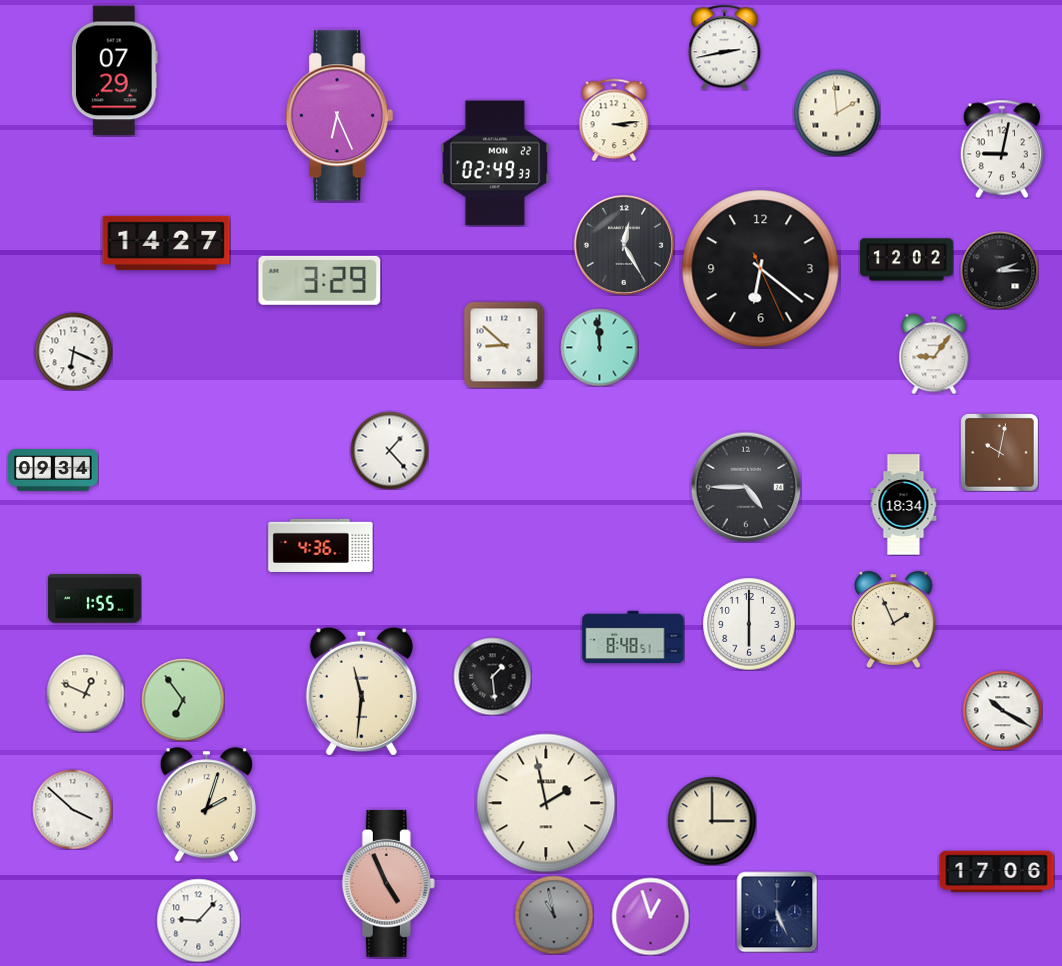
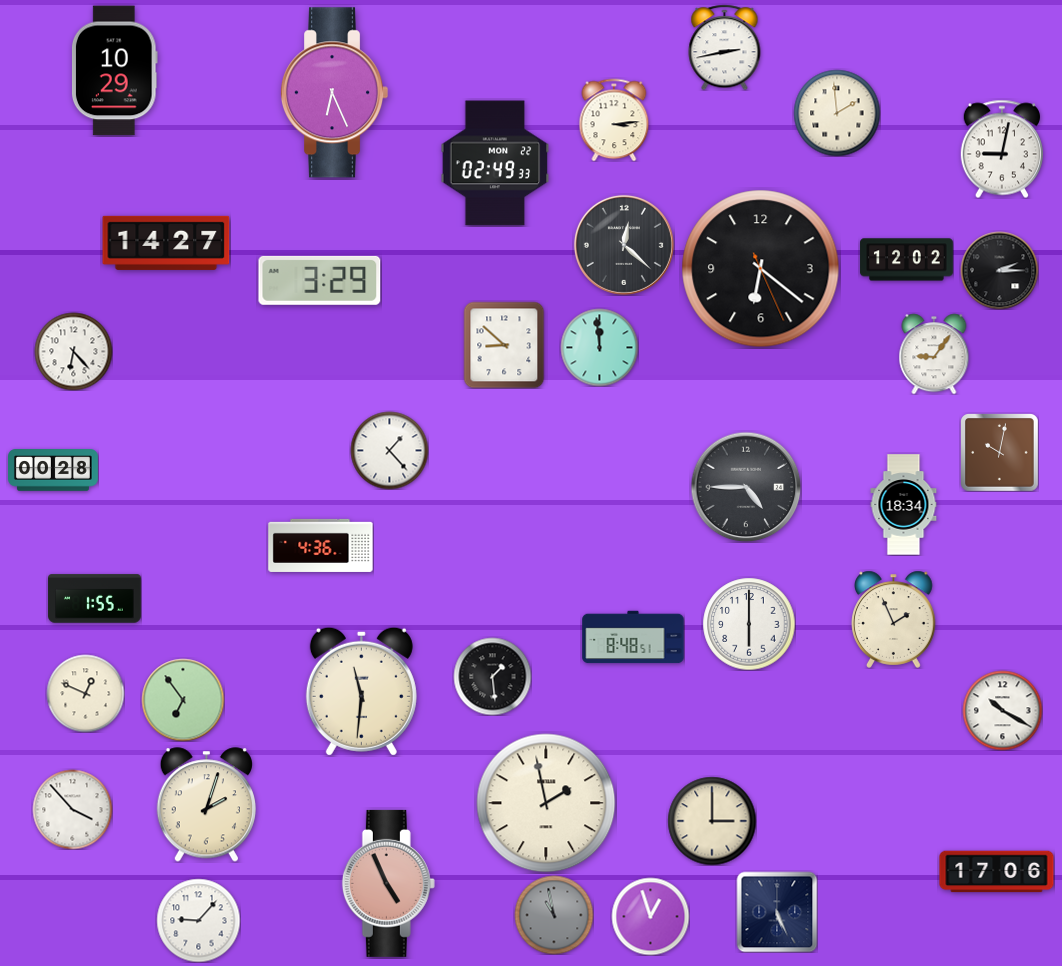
clock at (114, 71): 07:29 -> 10:29
clock at (339, 116) position: (339, 116) -> (334, 93)
clock at (624, 245): 12:25 -> 12:22
clock at (73, 351): 6:19 -> 6:23
clock at (54, 470): 09:34 -> 00:28
clock at (72, 809): 3:52 -> 3:53
